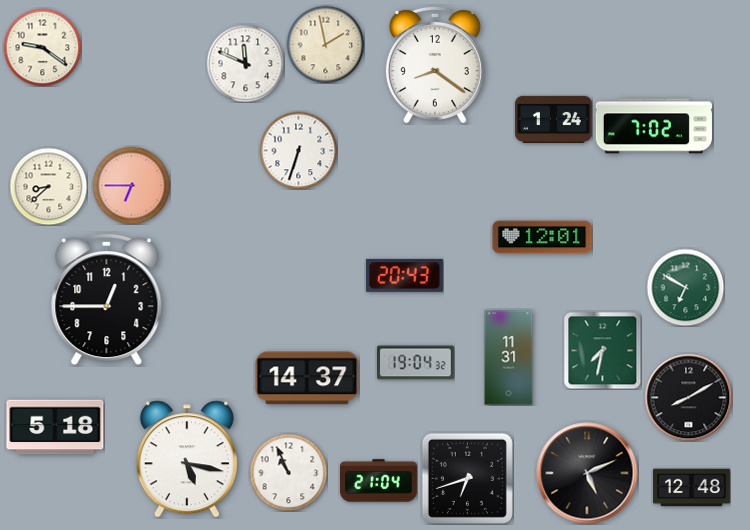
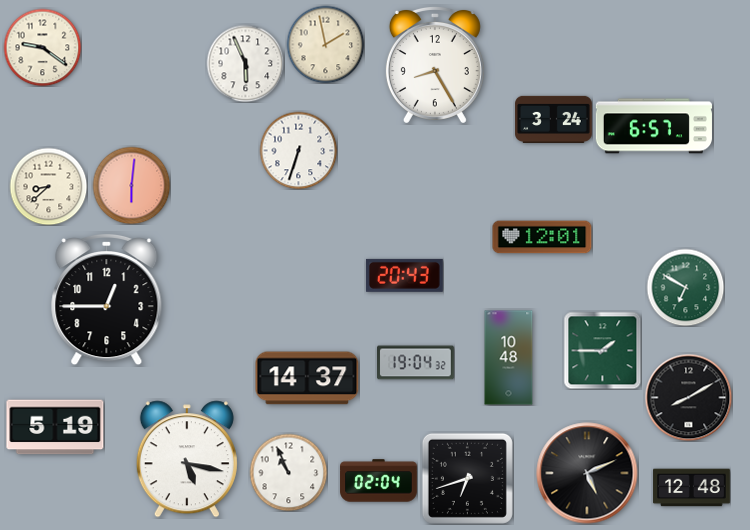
clock at (245, 63): 11:49 -> 5:56
clock at (435, 64): 8:21 -> 8:25
clock at (554, 119): 1:24 -> 3:24
clock at (654, 126): 7:02 -> 6:57
clock at (131, 185): 6:45 -> 6:01
clock at (602, 350): 7:32 -> 1:45
clock at (509, 358): 11:31 -> 10:48
clock at (55, 427): 5:18 -> 5:19
clock at (379, 481): 21:04 -> 02:04
